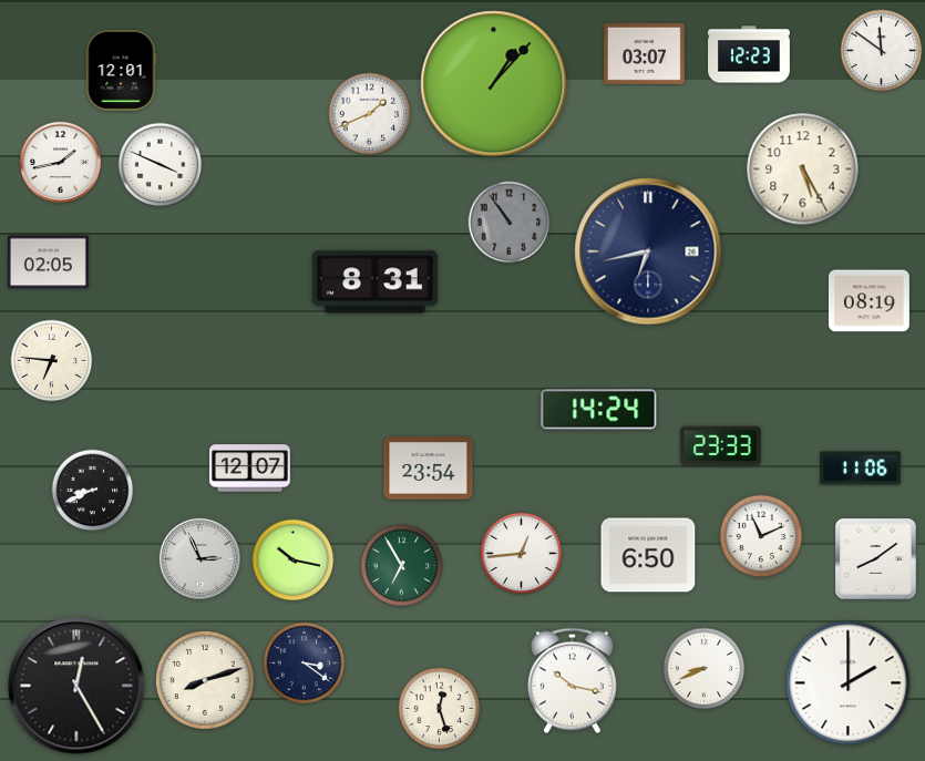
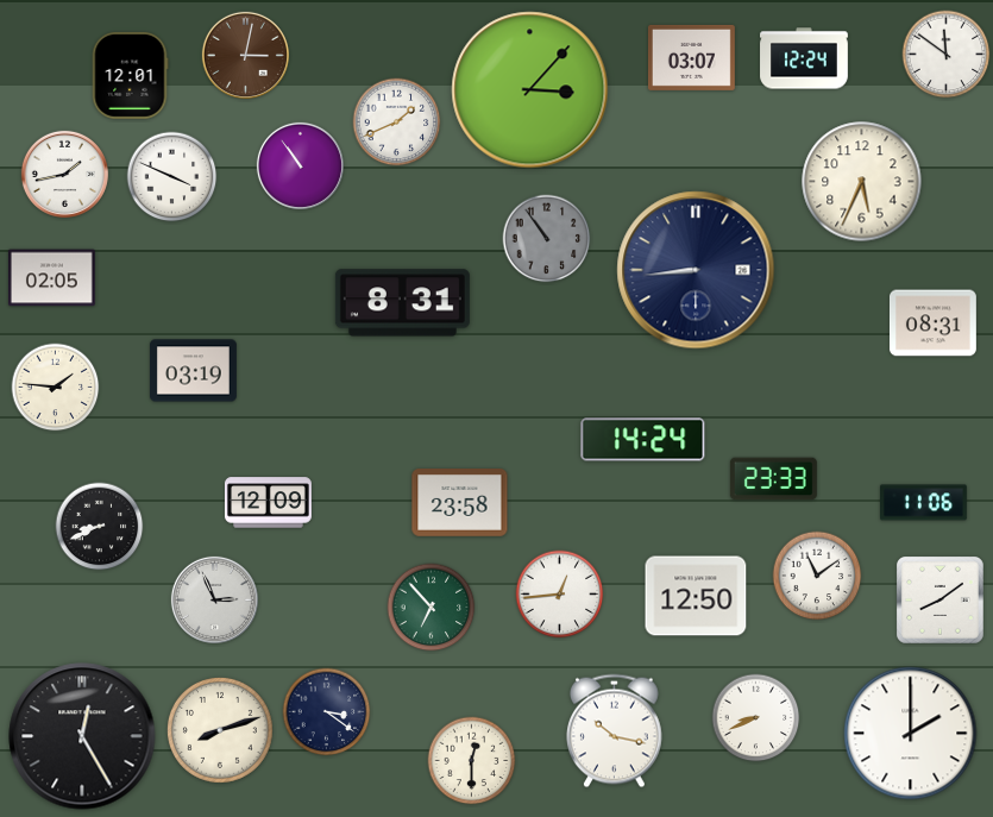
clock at (245, 55): none -> 3:02
clock at (749, 54): 12:23 -> 12:24
clock at (494, 84): 1:07 -> 3:07
clock at (300, 165): none -> 10:54
clock at (803, 169): 5:25 -> 5:34
clock at (648, 251): 6:43 -> 8:44
clock at (48, 263) position: (48, 263) -> (51, 278)
clock at (869, 301): 08:19 -> 08:31
clock at (193, 371): none -> 03:19
clock at (52, 361): 6:46 -> 1:46
clock at (249, 469): 12:07 -> 12:09
clock at (429, 469): 23:54 -> 23:58
clock at (761, 536): 11:11 -> 11:09
clock at (648, 555): 6:50 -> 12:50
clock at (294, 561): 10:17 -> none
clock at (402, 566): 6:55 -> 6:53
clock at (440, 709): 12:27 -> 12:30
